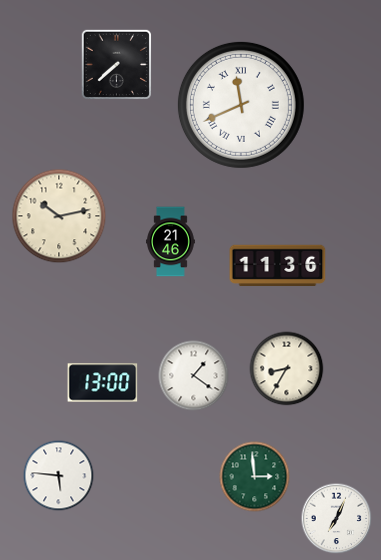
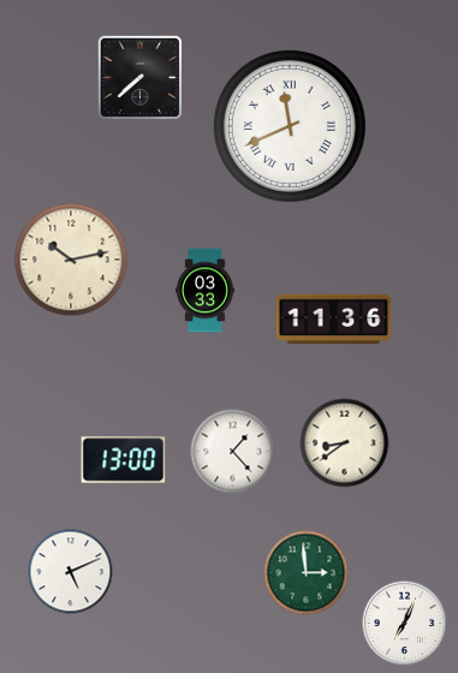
clock at (171, 242): 21:46 -> 03:33
clock at (287, 369): 8:35 -> 8:39
clock at (194, 376): 1:21 -> 1:23
clock at (59, 476): 5:46 -> 5:11
